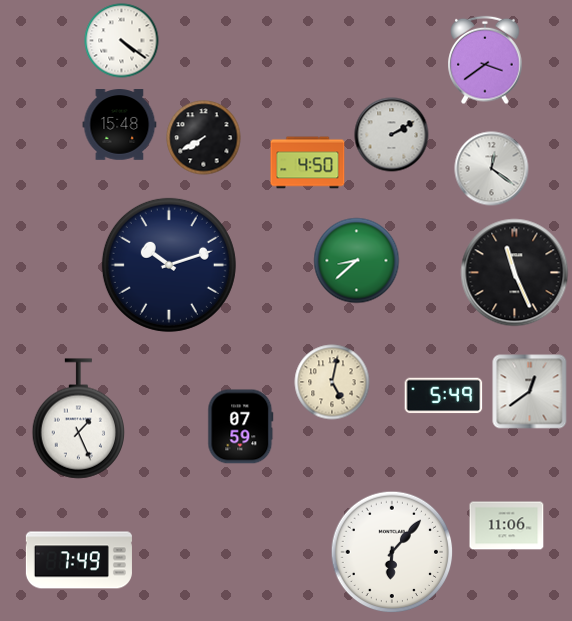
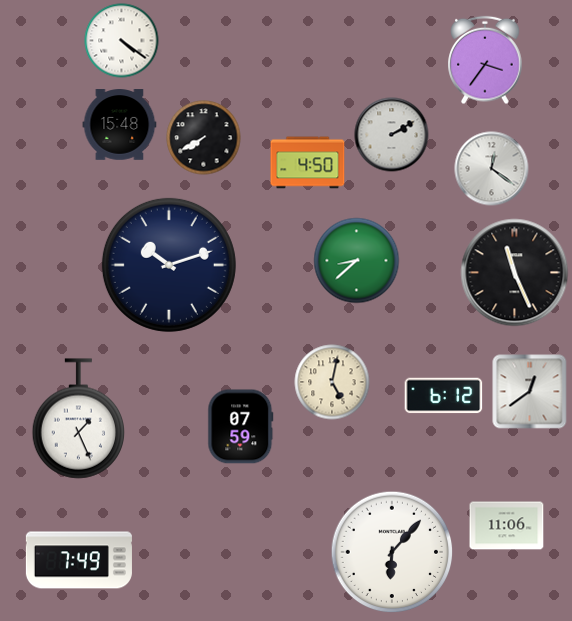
clock at (485, 60): 3:39 -> 3:36
clock at (444, 396): 5:49 -> 6:12
